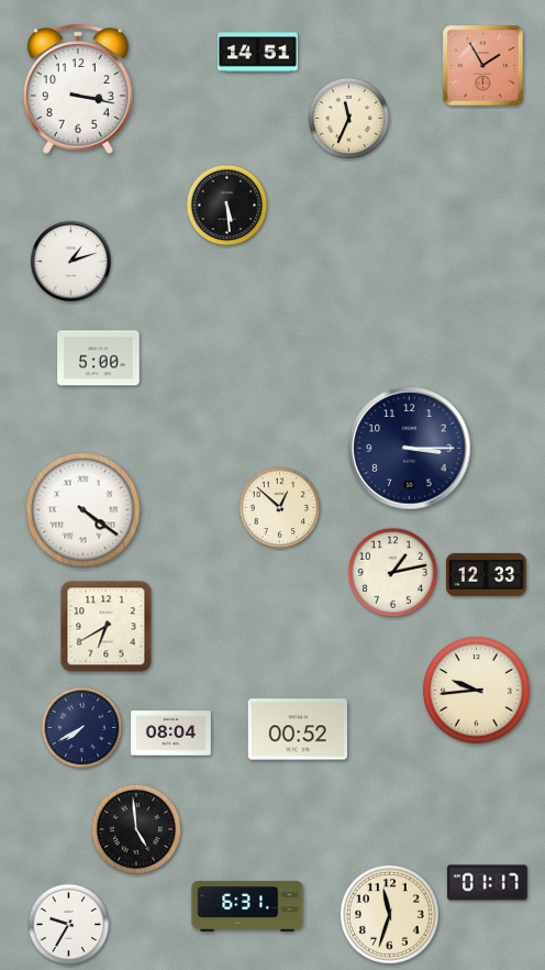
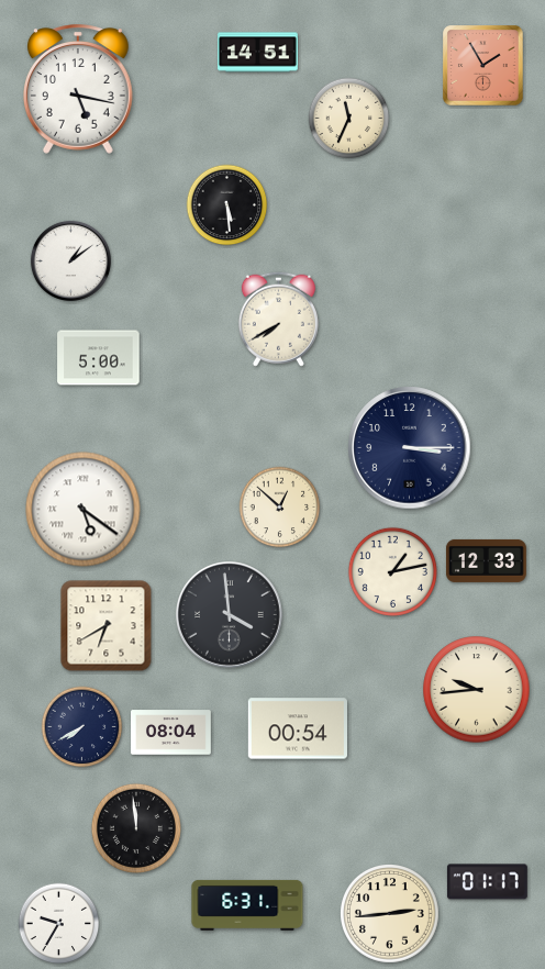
clock at (78, 89): 3:17 -> 5:17
clock at (70, 261): 1:12 -> 1:09
clock at (278, 319): none -> 7:40
clock at (84, 510): 4:21 -> 5:21
clock at (487, 574) position: (487, 574) -> (487, 560)
clock at (230, 615): none -> 3:59
clock at (298, 729): 00:52 -> 00:54
clock at (136, 829): 4:59 -> 11:59
clock at (390, 915): 11:33 -> 2:44
clock at (69, 925) position: (69, 925) -> (59, 924)
